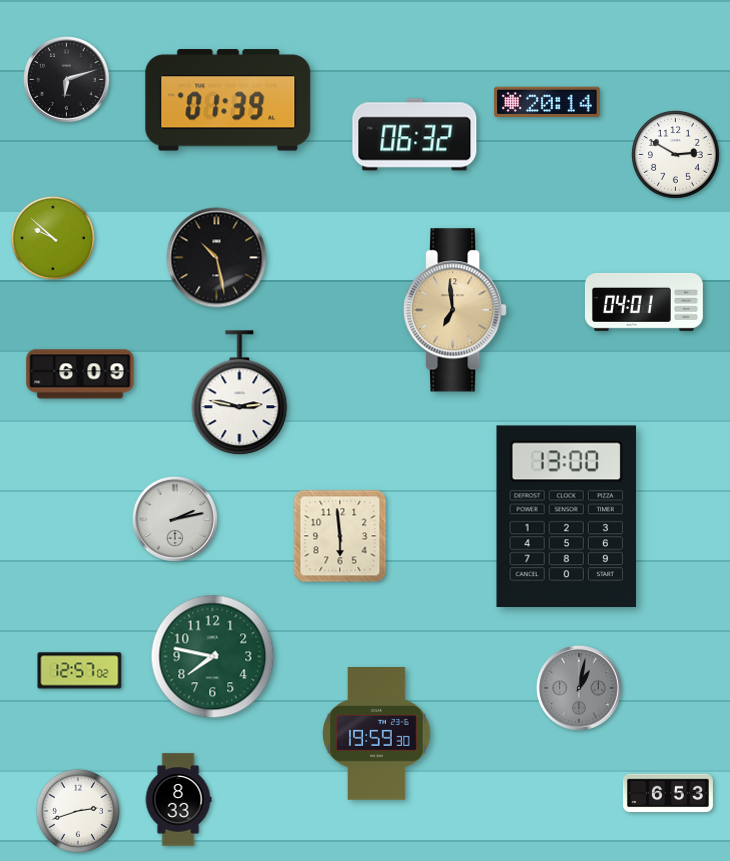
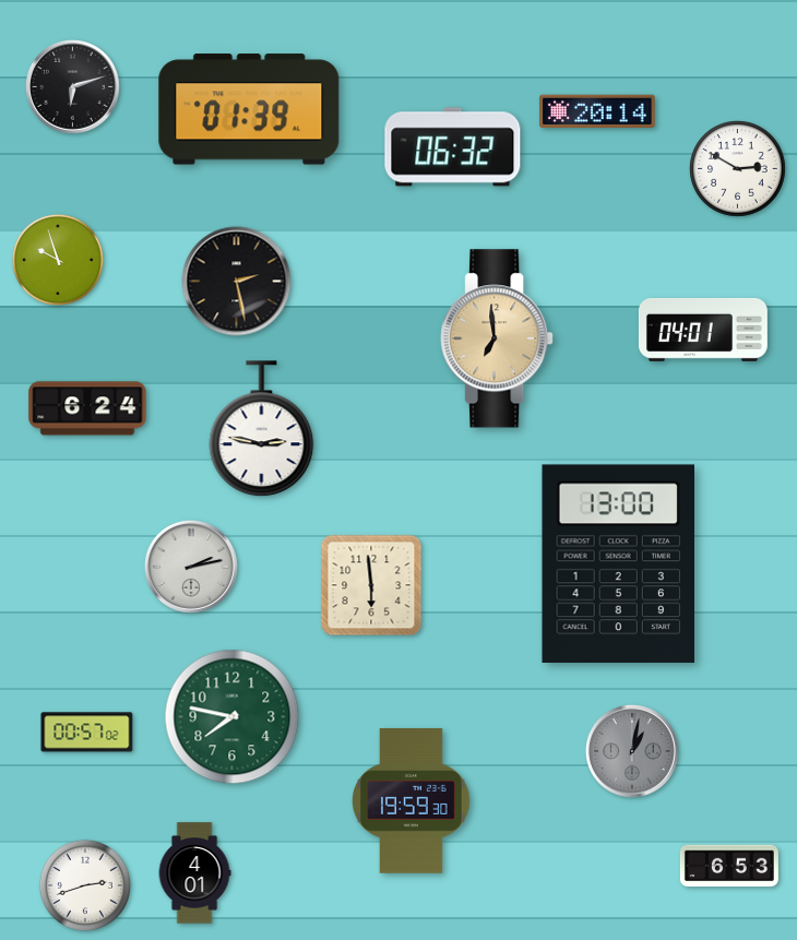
clock at (53, 238): 9:52 -> 9:57
clock at (217, 258): 10:28 -> 2:28
clock at (80, 374): 6:09 -> 6:24
clock at (80, 671): 12:57 -> 00:57
clock at (178, 800): 8:33 -> 4:01
